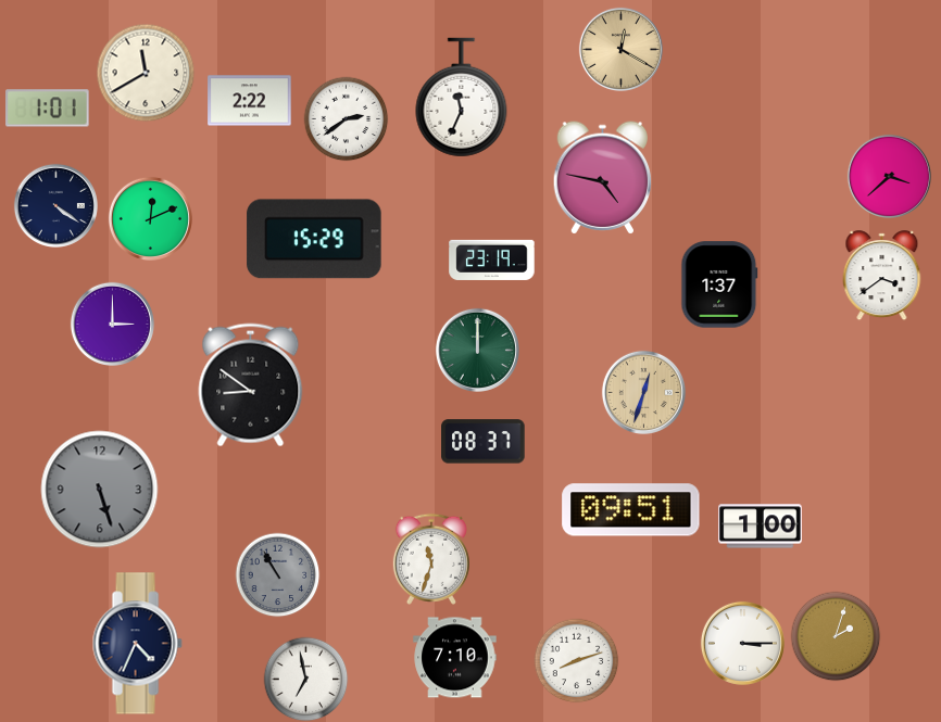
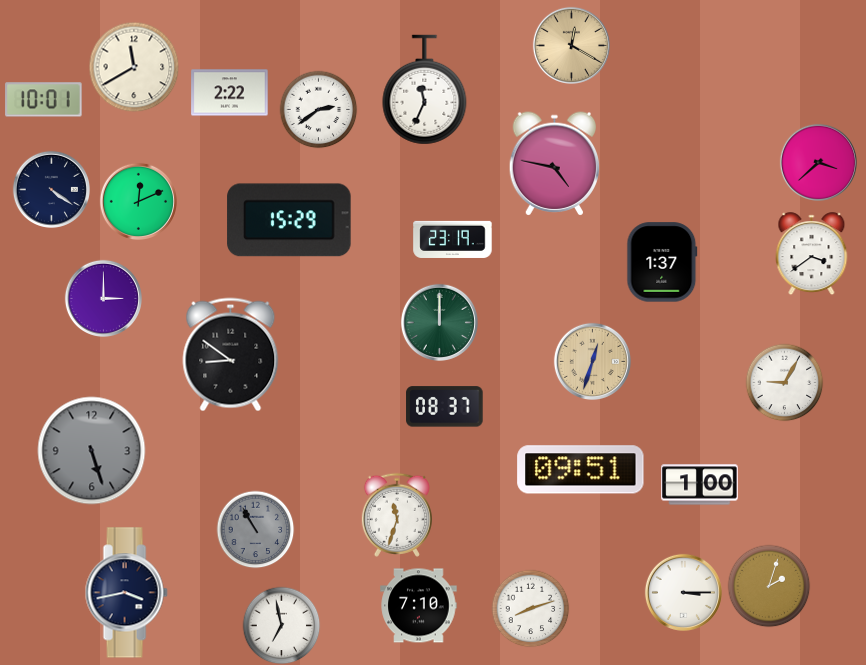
clock at (48, 109): 1:01 -> 10:01
clock at (784, 382): none -> 9:05
clock at (137, 644): 4:34 -> 3:43
